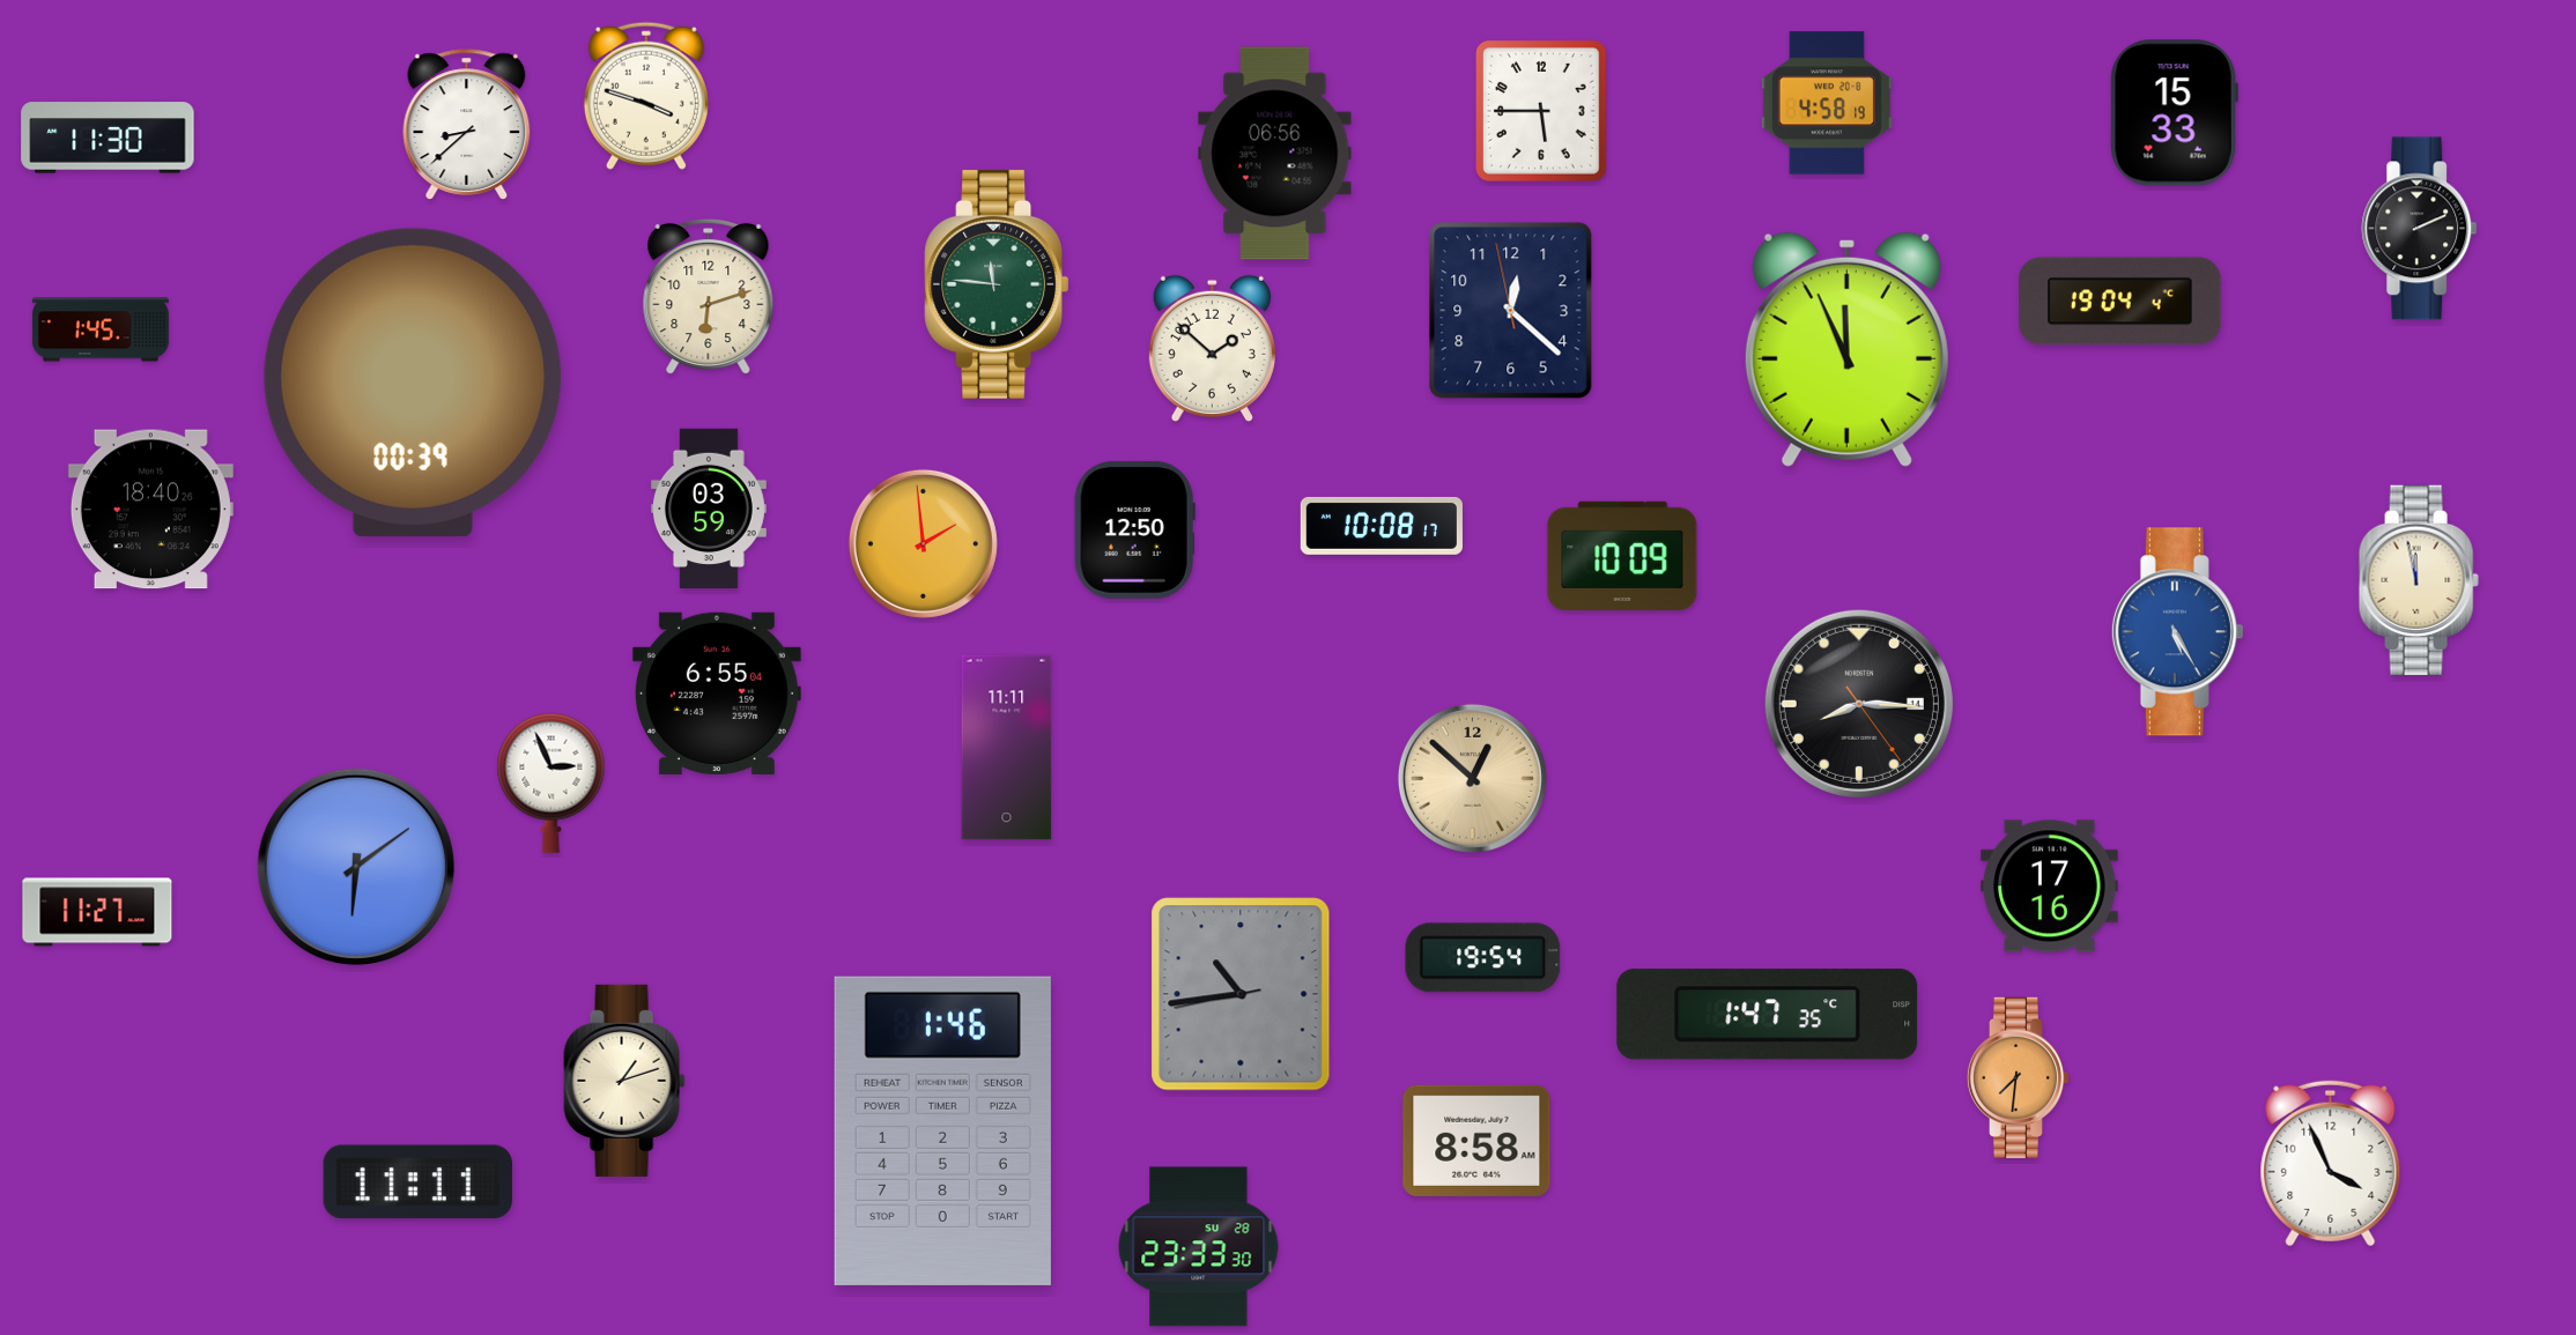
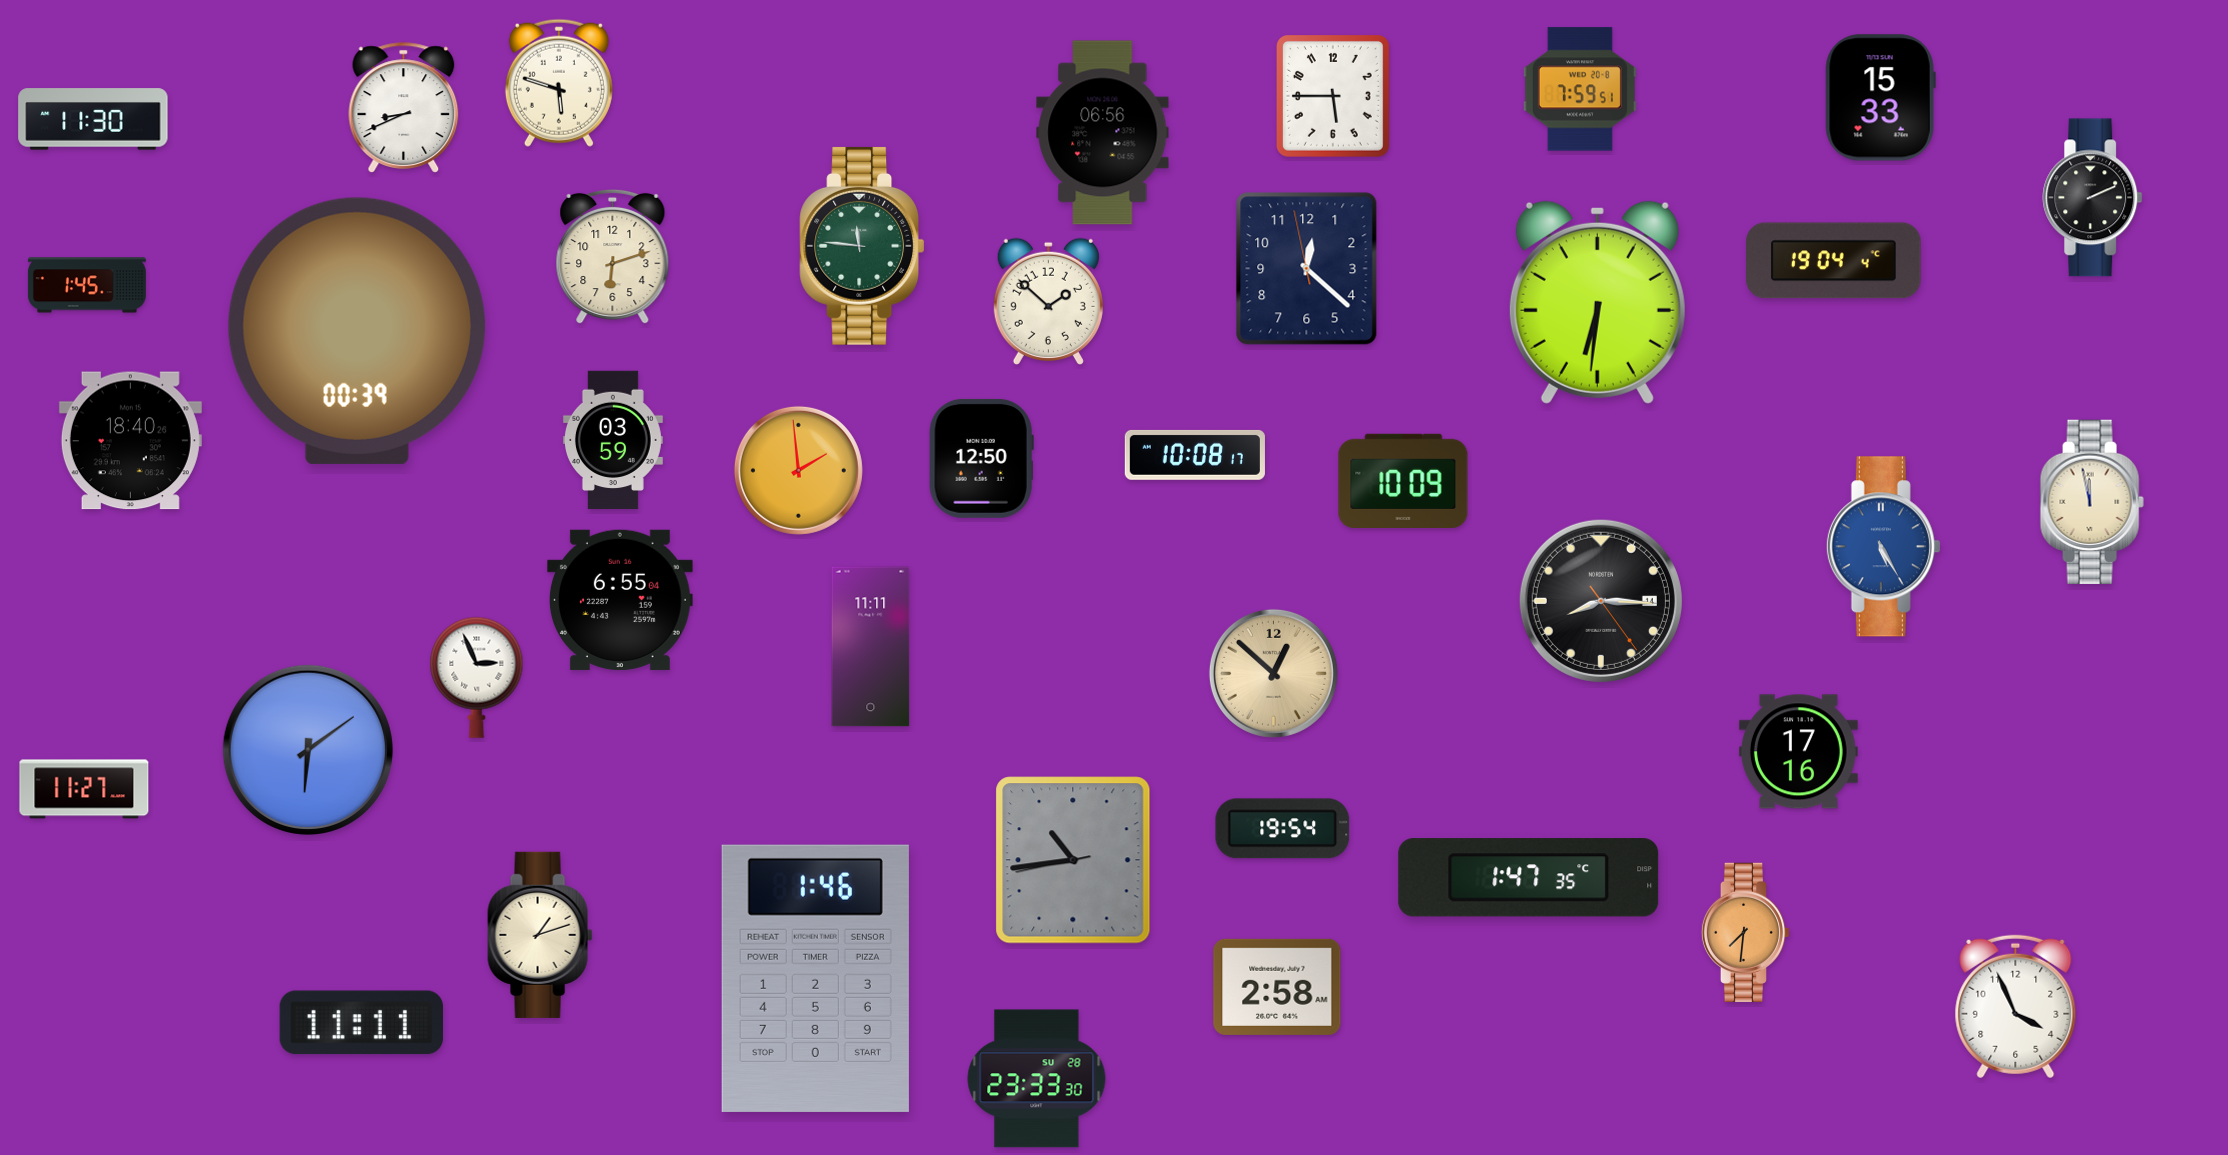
clock at (646, 96): 3:48 -> 5:48
clock at (1827, 103): 4:58 -> 7:59
clock at (467, 125): 8:38 -> 8:41
clock at (1846, 349): 11:56 -> 6:31
clock at (1859, 704) position: (1859, 704) -> (1601, 601)
clock at (2049, 887) position: (2049, 887) -> (1798, 752)
clock at (1476, 1141): 8:58 -> 2:58
